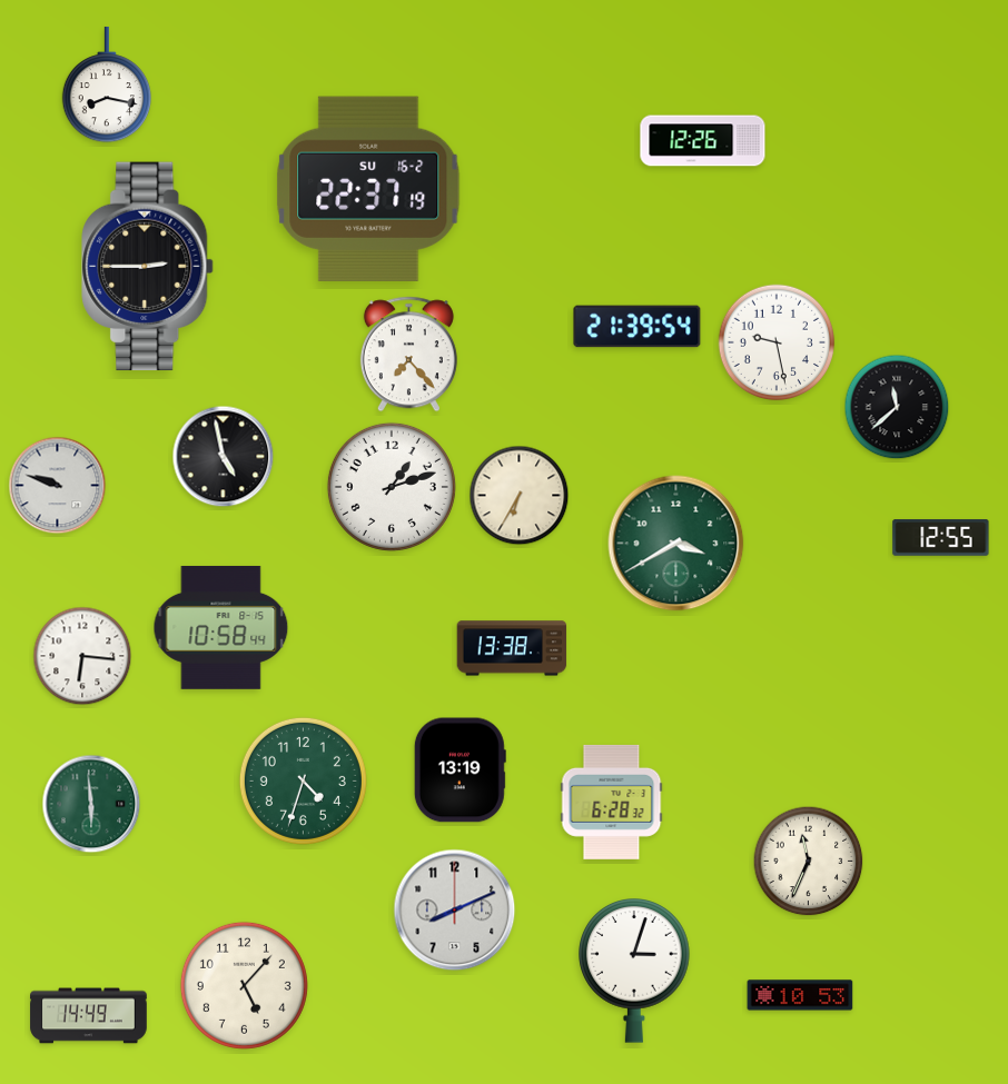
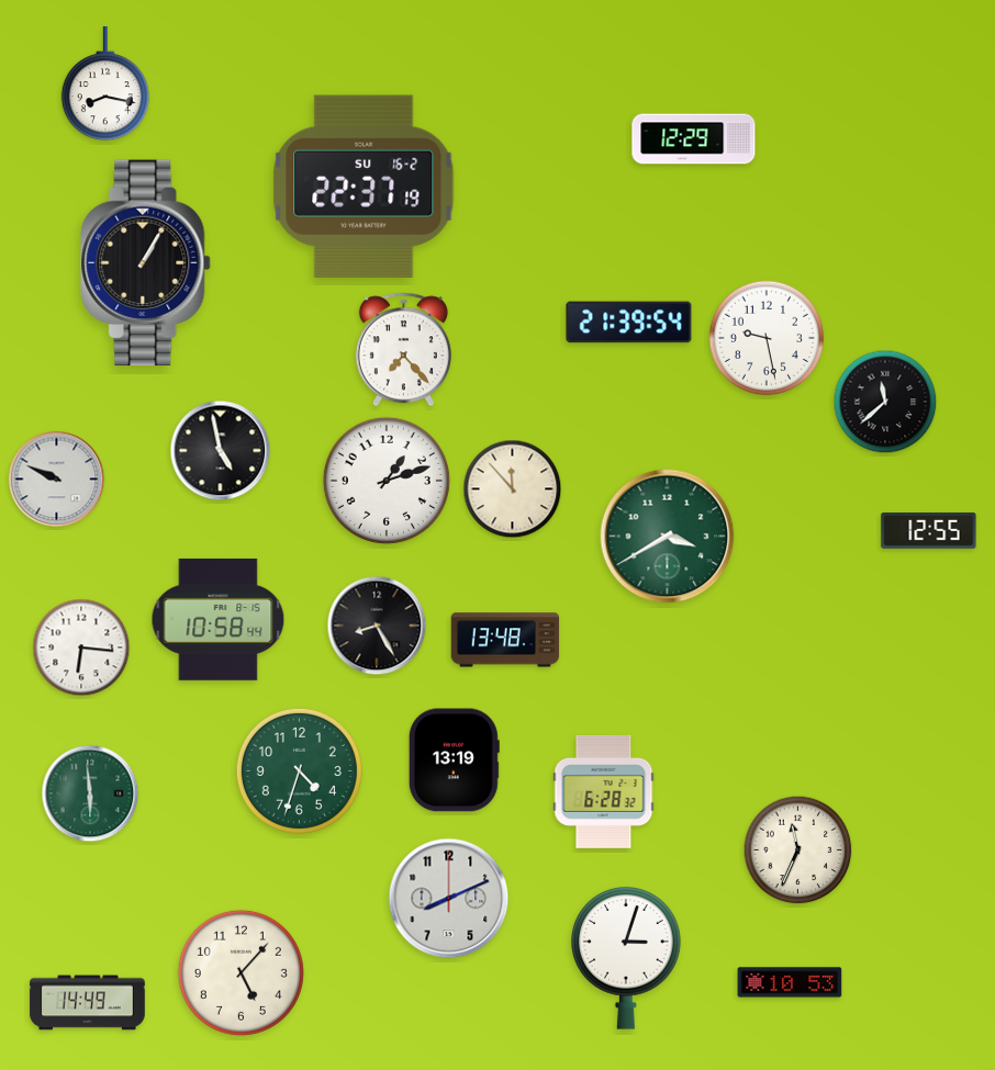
clock at (703, 141): 12:26 -> 12:29
clock at (148, 267): 2:45 -> 1:05
clock at (58, 486): 9:48 -> 9:49
clock at (520, 496): 6:35 -> 11:53
clock at (377, 626): none -> 8:25
clock at (512, 648): 13:38 -> 13:48
